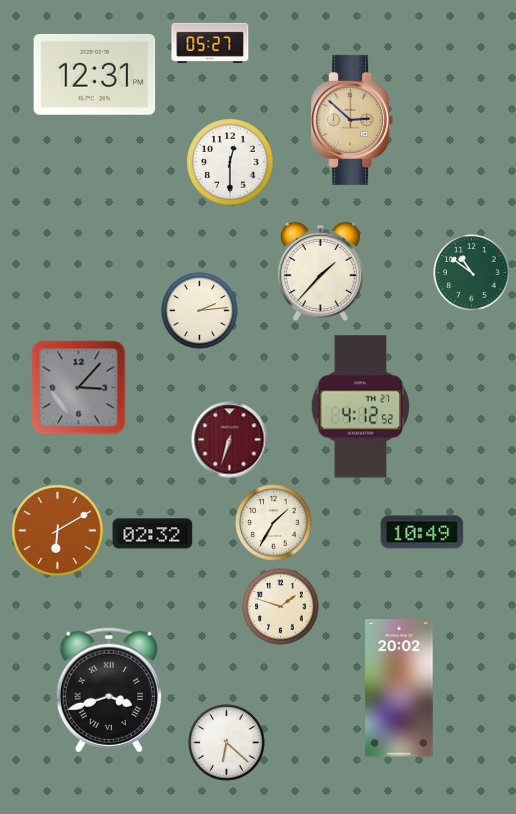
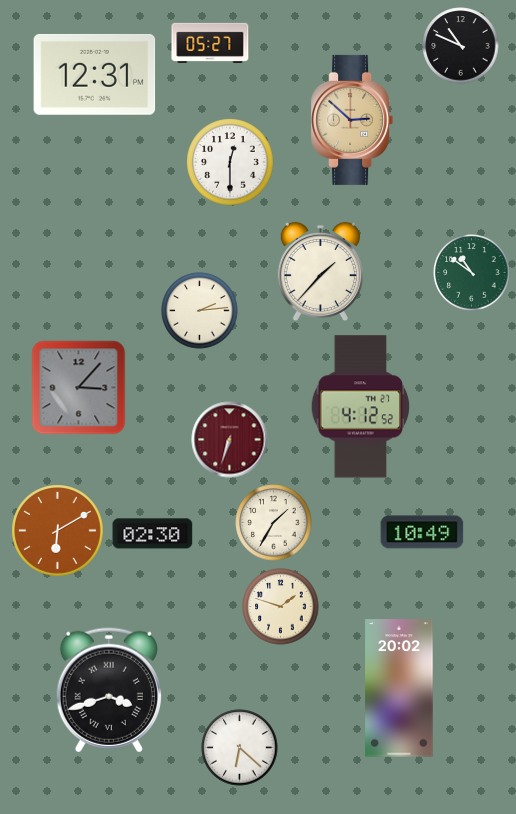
clock at (461, 46): none -> 10:49
clock at (153, 534): 02:32 -> 02:30
clock at (227, 743) position: (227, 743) -> (240, 748)
